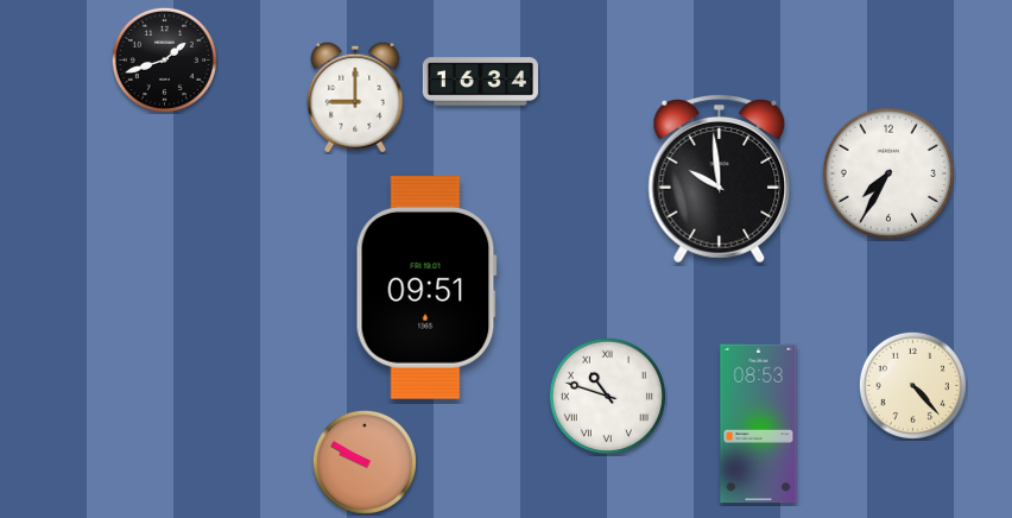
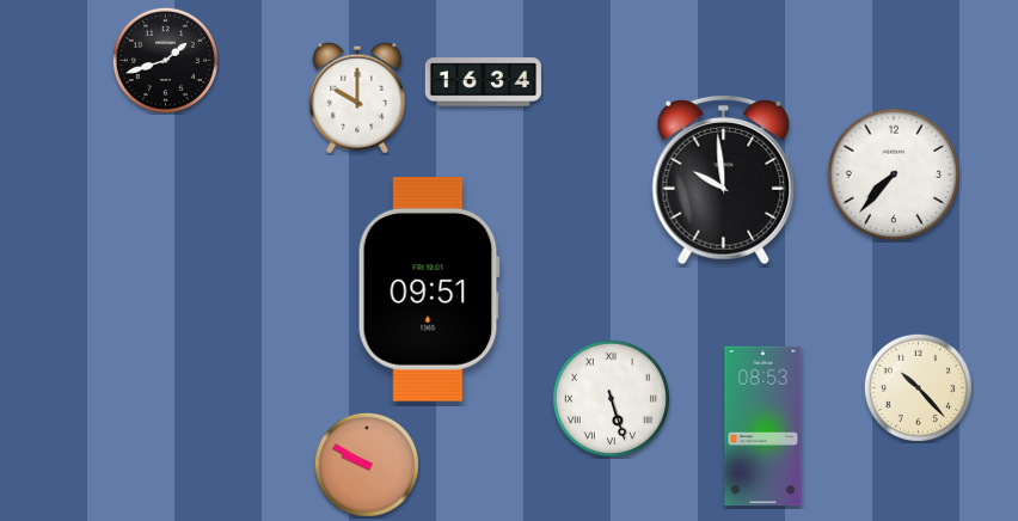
clock at (355, 97): 9:00 -> 10:00
clock at (888, 173): 7:35 -> 7:37
clock at (912, 385): 4:23 -> 10:23
clock at (607, 396): 10:48 -> 5:27
